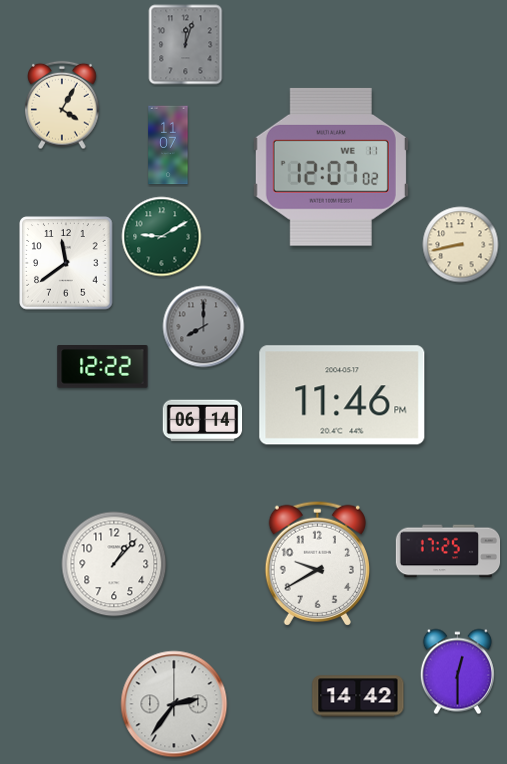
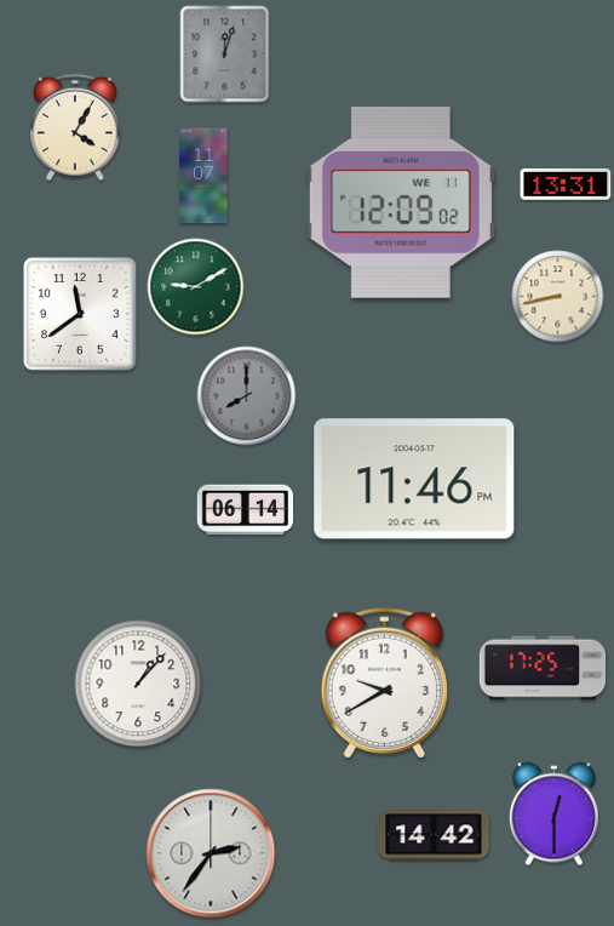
clock at (566, 185): none -> 13:31
clock at (331, 167): 12:07 -> 12:09
clock at (66, 263) position: (66, 263) -> (80, 314)
clock at (103, 367): 12:22 -> none
clock at (358, 696) position: (358, 696) -> (434, 835)
